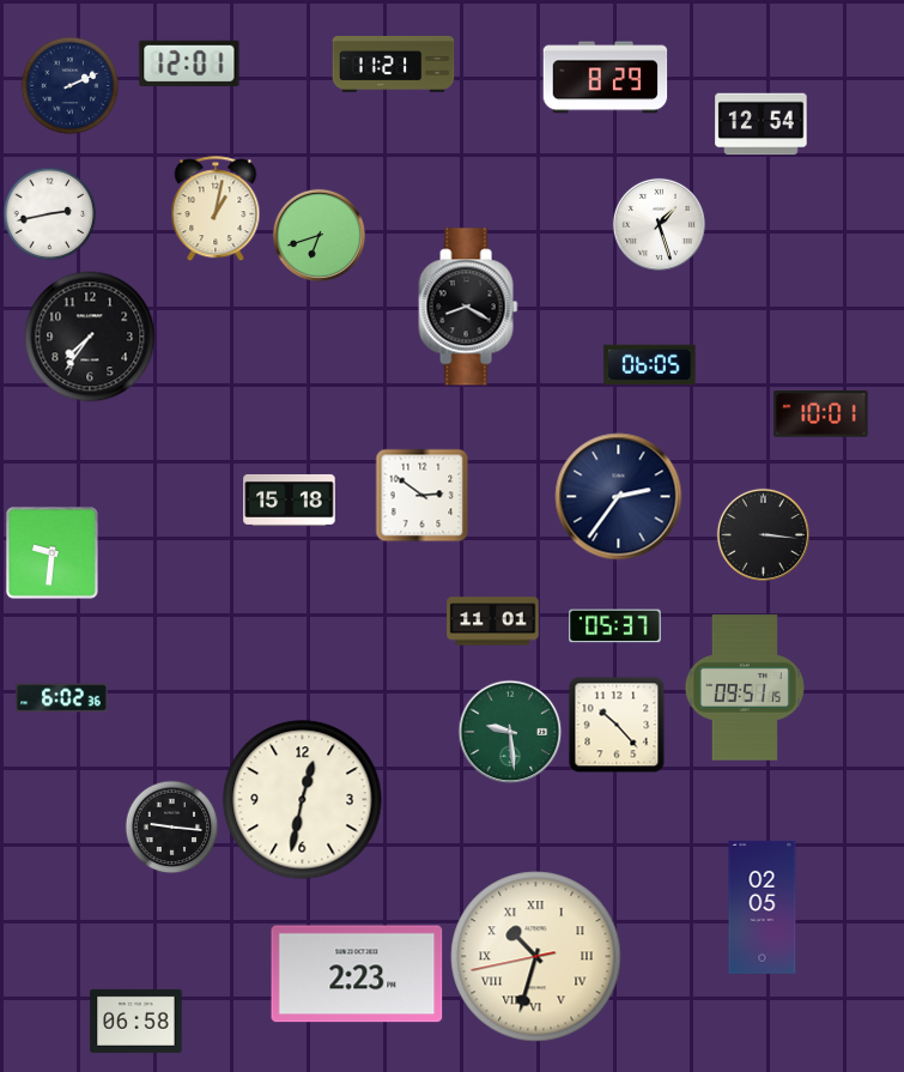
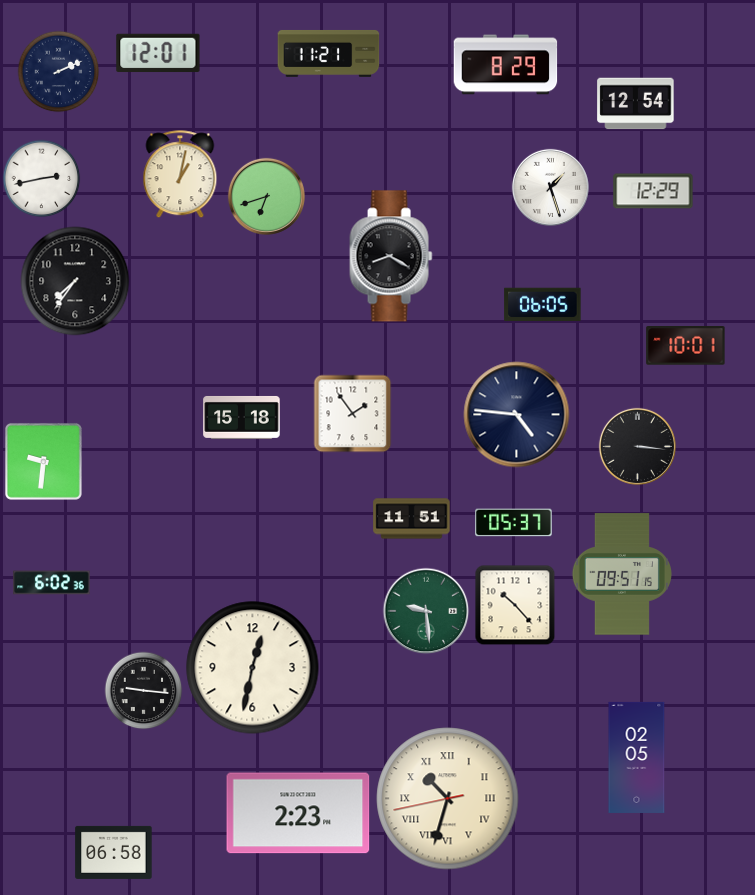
clock at (653, 191): none -> 12:29
clock at (421, 495): 2:51 -> 1:54
clock at (619, 497): 2:36 -> 4:46
clock at (493, 622): 11:01 -> 11:51
